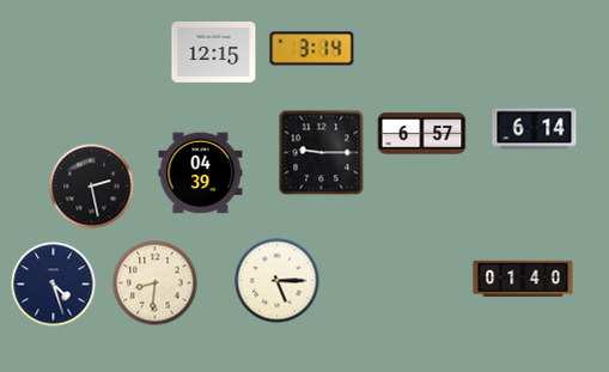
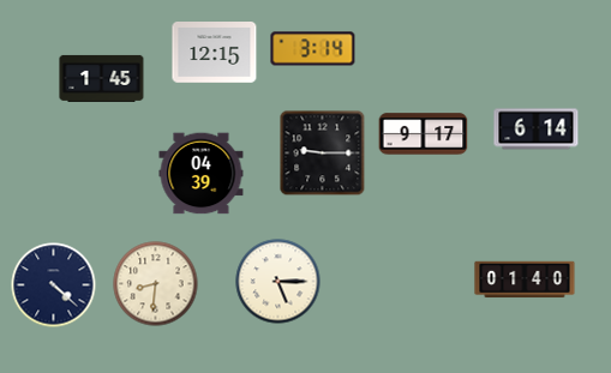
clock at (102, 78): none -> 1:45
clock at (422, 134): 6:57 -> 9:17
clock at (92, 187): 2:28 -> none
clock at (54, 285): 4:27 -> 4:22
